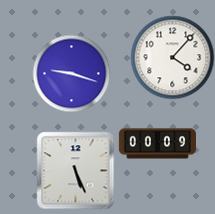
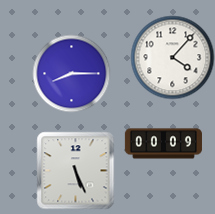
clock at (71, 73): 9:18 -> 8:15
clock at (157, 144) position: (157, 144) -> (163, 144)
